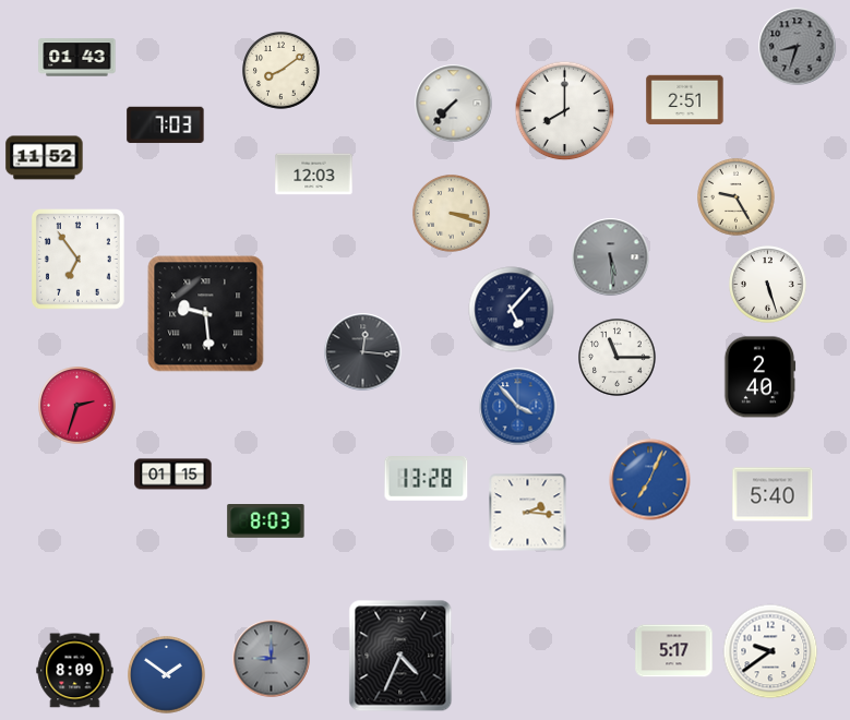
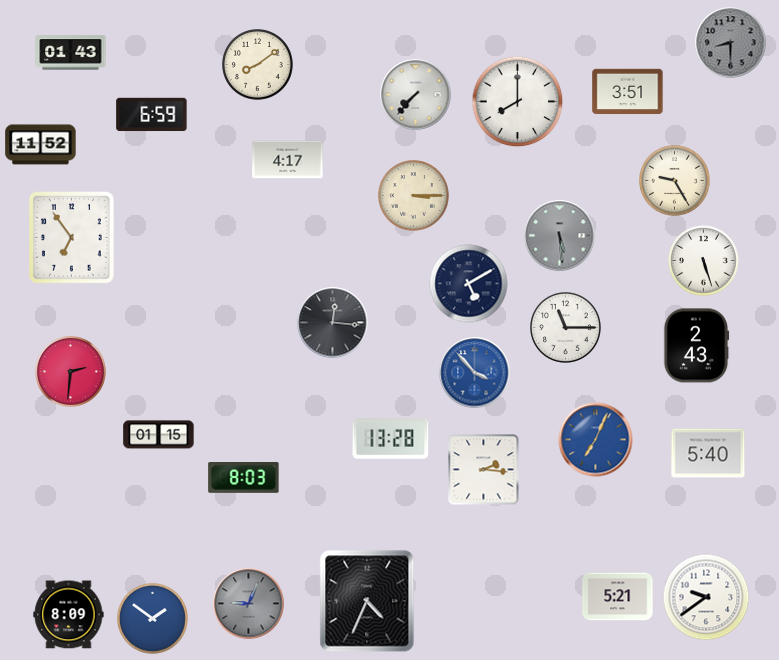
clock at (798, 47): 8:33 -> 8:30
clock at (685, 100): 2:51 -> 3:51
clock at (166, 125): 7:03 -> 6:59
clock at (314, 175): 12:03 -> 4:17
clock at (452, 214): 3:18 -> 3:15
clock at (512, 310): 5:07 -> 5:10
clock at (206, 314): 9:29 -> none
clock at (759, 377): 2:40 -> 2:43
clock at (77, 406): 2:33 -> 2:31
clock at (674, 651): 5:17 -> 5:21
clock at (272, 659): 9:00 -> 9:04
